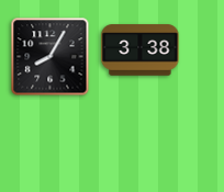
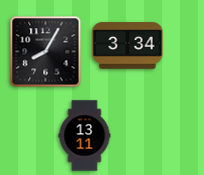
clock at (141, 50): 3:38 -> 3:34
clock at (85, 136): none -> 13:11
